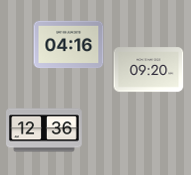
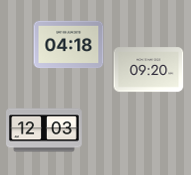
clock at (69, 45): 04:16 -> 04:18
clock at (45, 130): 12:36 -> 12:03
